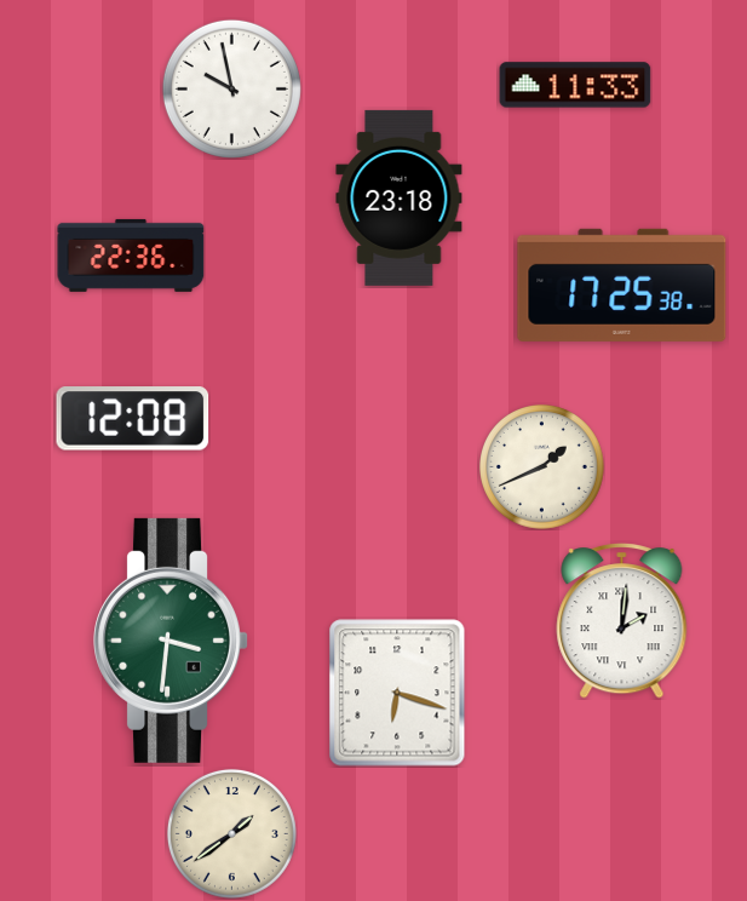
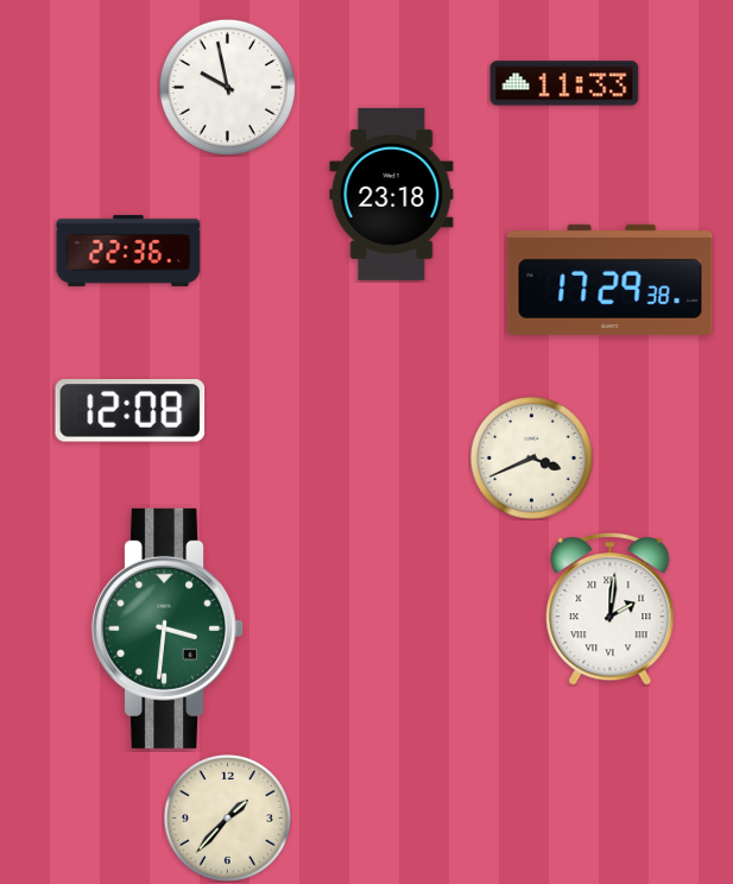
clock at (622, 285): 17:25 -> 17:29
clock at (542, 467): 1:41 -> 3:41
clock at (397, 693): 6:18 -> none
clock at (231, 833): 1:39 -> 1:37
